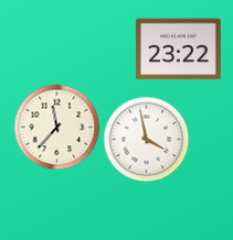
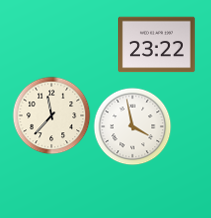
clock at (179, 50) position: (179, 50) -> (157, 45)
